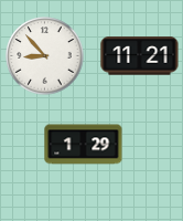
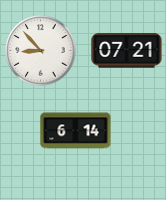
clock at (140, 56): 11:21 -> 07:21
clock at (84, 145): 1:29 -> 6:14
